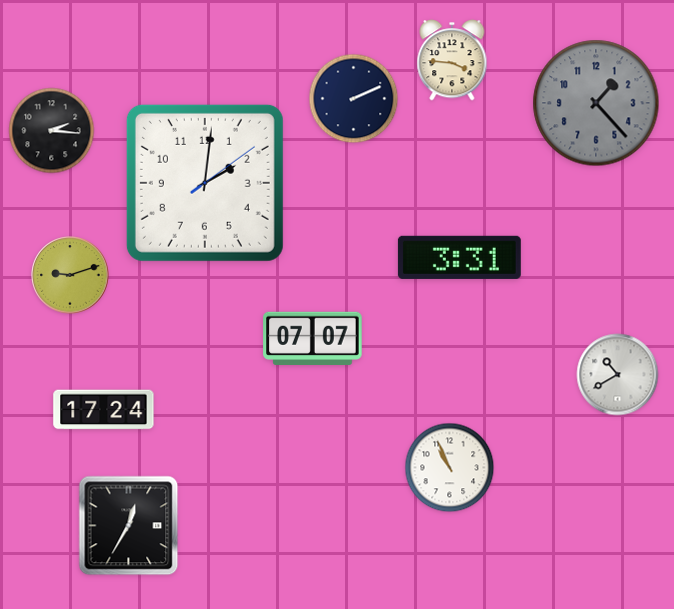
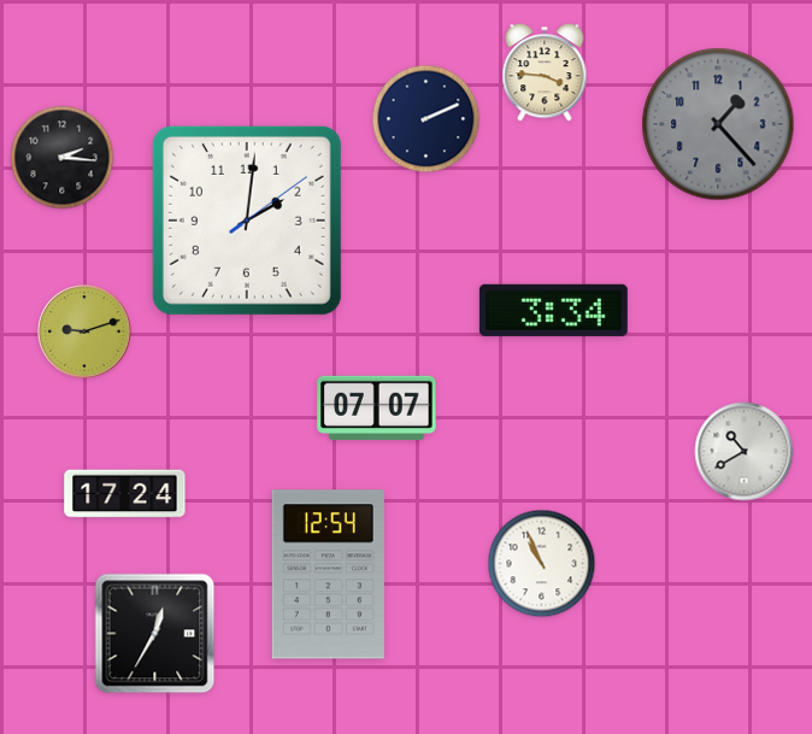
clock at (459, 257): 3:31 -> 3:34
clock at (328, 575): none -> 12:54
